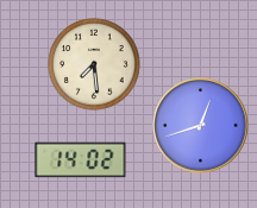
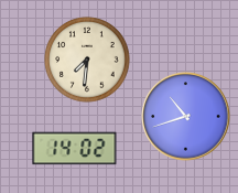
clock at (94, 64): 7:29 -> 7:31
clock at (201, 126): 12:42 -> 10:42
